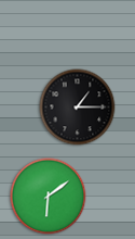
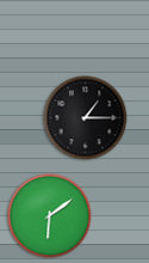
clock at (49, 197) position: (49, 197) -> (50, 216)
